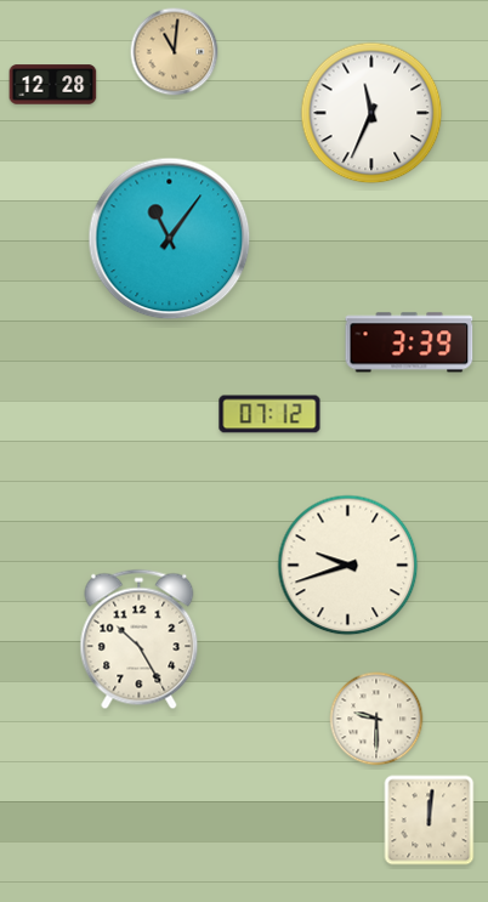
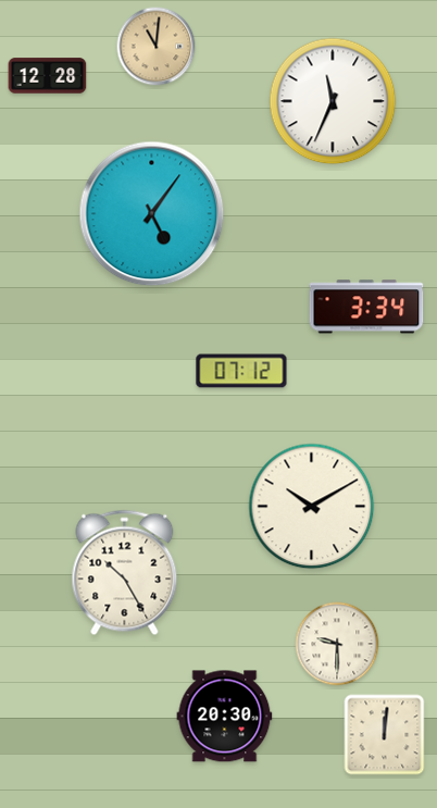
clock at (170, 239): 11:06 -> 5:06
clock at (409, 342): 3:39 -> 3:34
clock at (348, 566): 9:42 -> 10:10
clock at (225, 717): none -> 20:30
